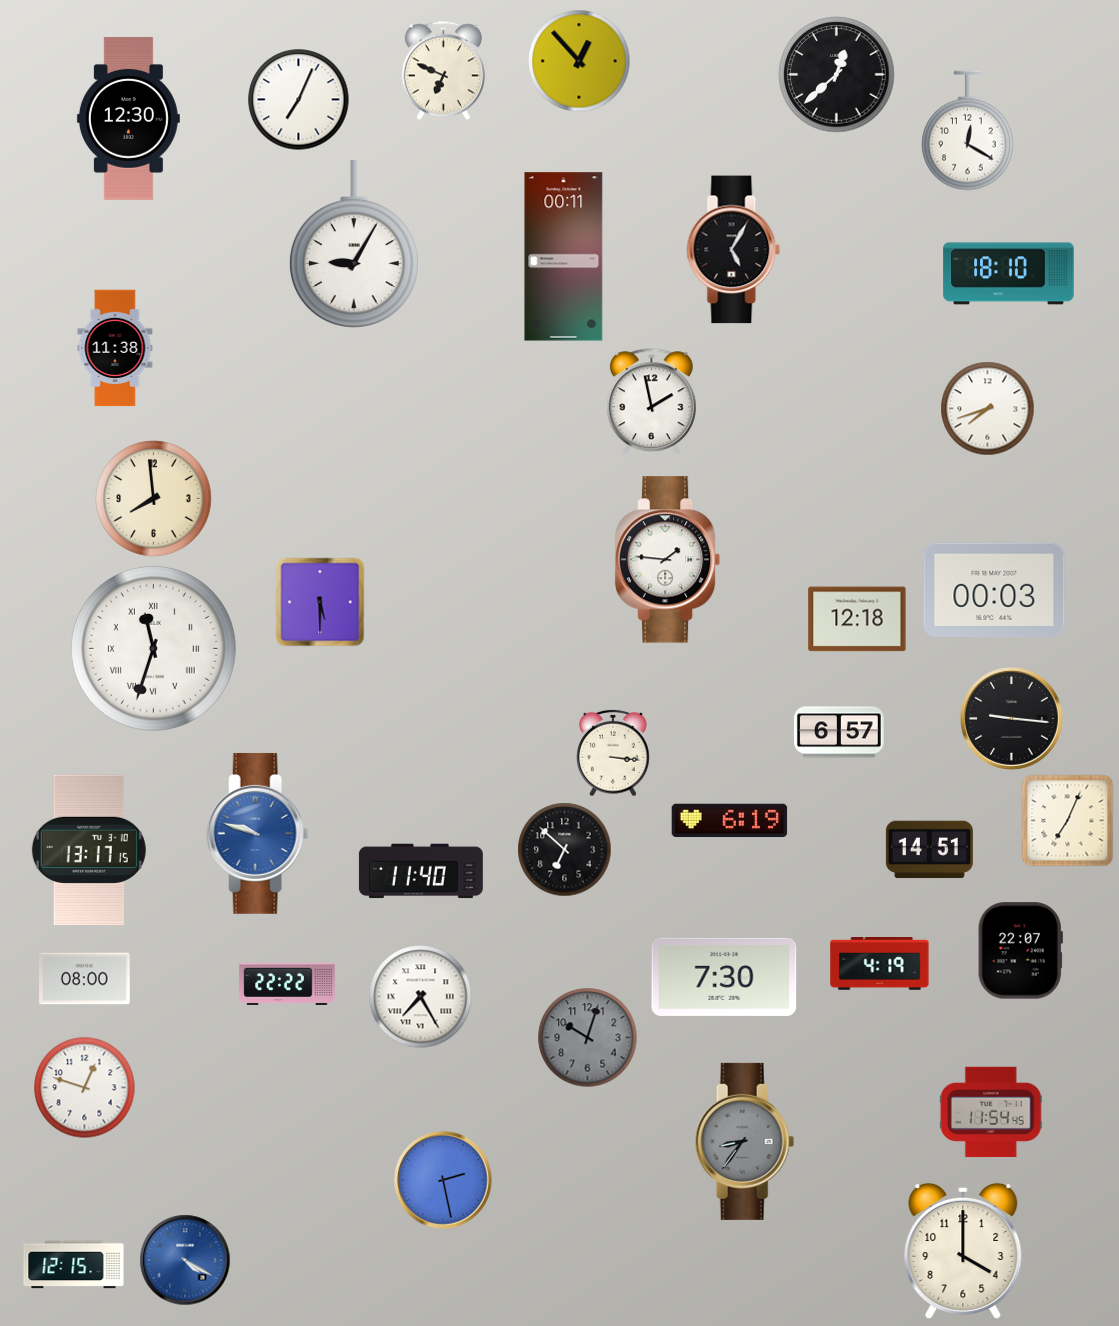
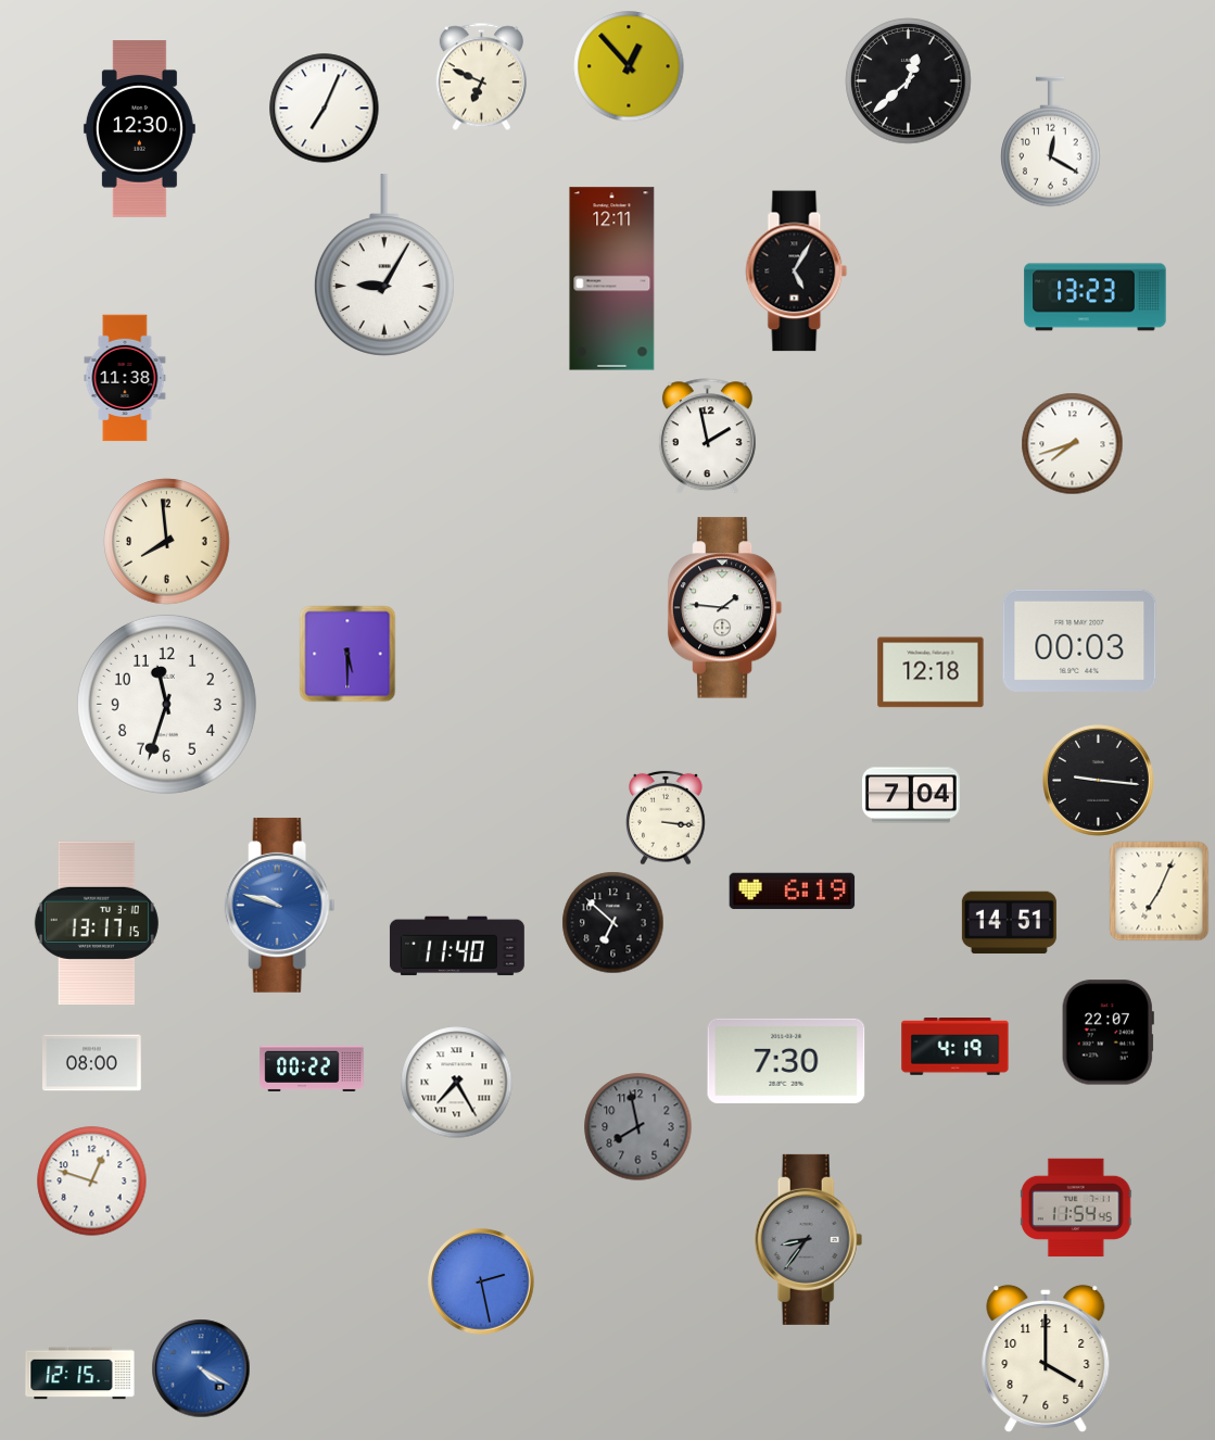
clock at (564, 257): 00:11 -> 12:11
clock at (1009, 274): 18:10 -> 13:23
clock at (153, 648) numerals: Roman -> Arabic
clock at (839, 732): 6:57 -> 7:04
clock at (287, 984): 22:22 -> 00:22
clock at (588, 1038): 10:03 -> 7:58
